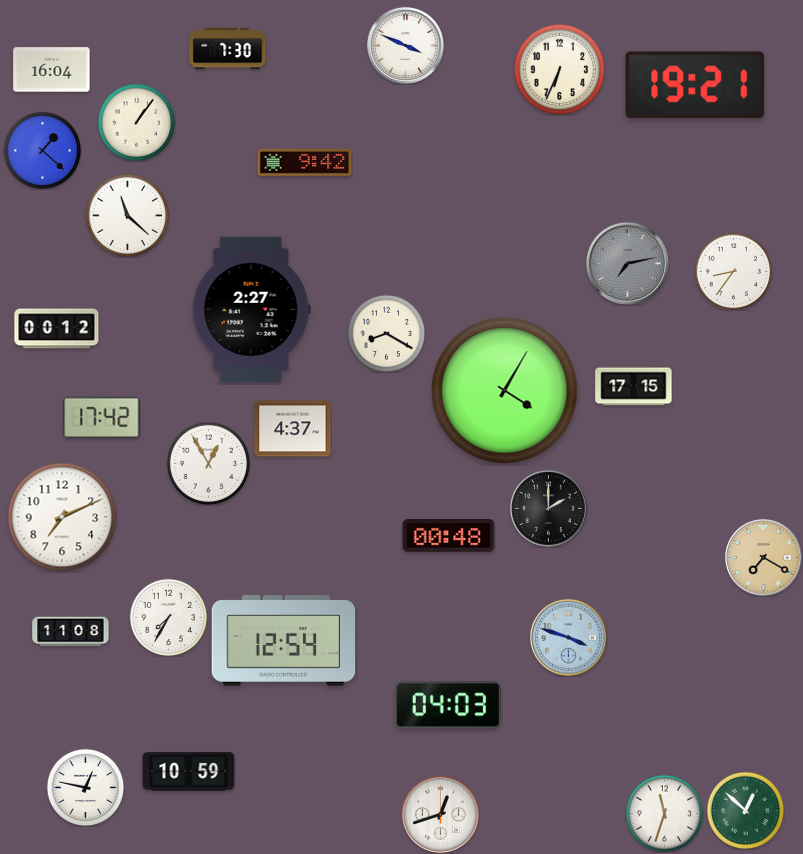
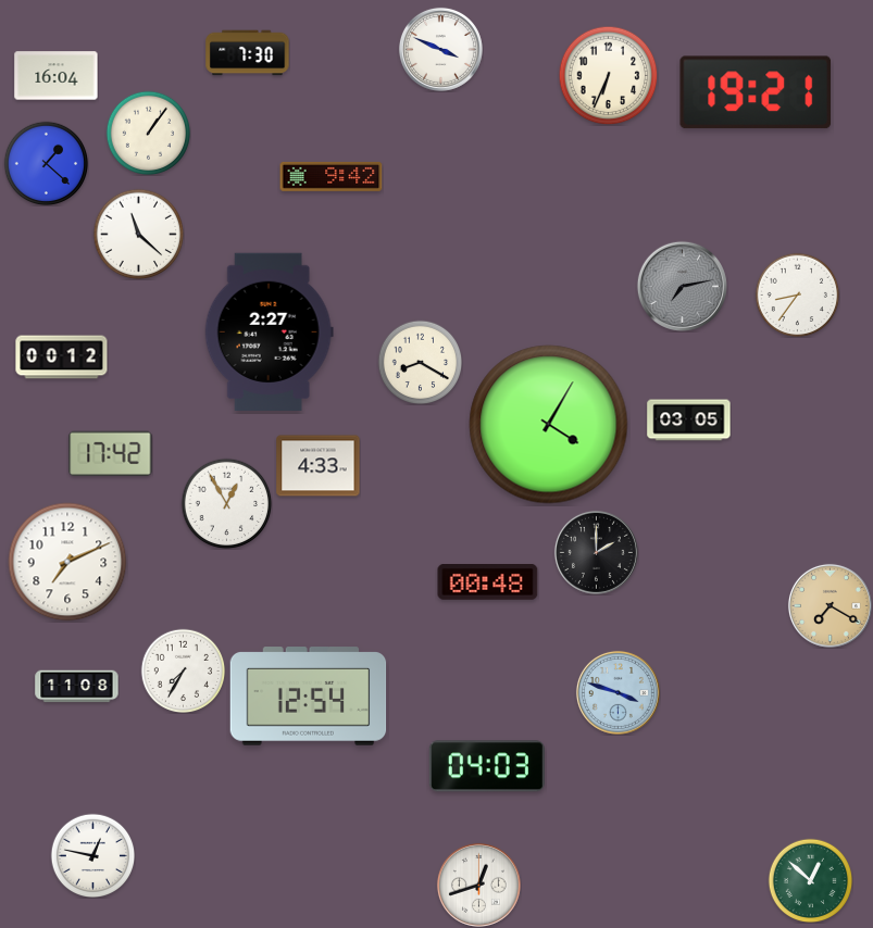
clock at (251, 309) position: (251, 309) -> (269, 331)
clock at (634, 387): 17:15 -> 03:05
clock at (293, 429): 4:37 -> 4:33
clock at (189, 772): 10:59 -> none
clock at (664, 813): 11:33 -> none
